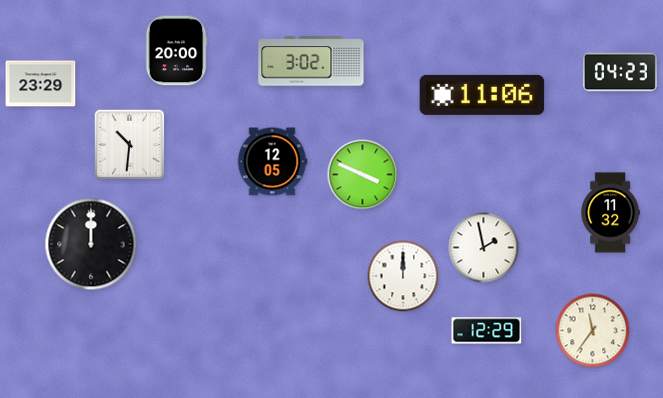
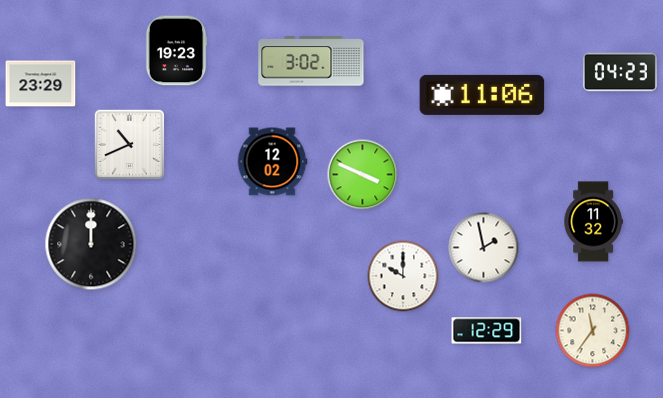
clock at (176, 51): 20:00 -> 19:23
clock at (130, 145): 10:31 -> 10:41
clock at (272, 162): 12:05 -> 12:02
clock at (610, 213) position: (610, 213) -> (593, 222)
clock at (403, 276): 12:00 -> 10:00
